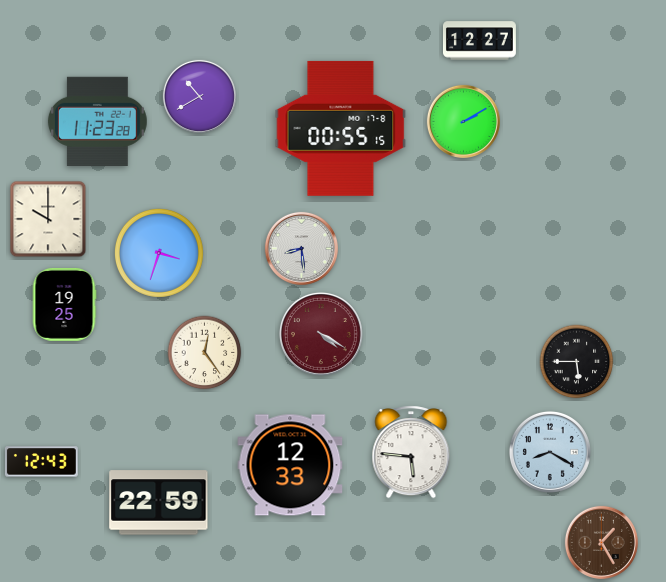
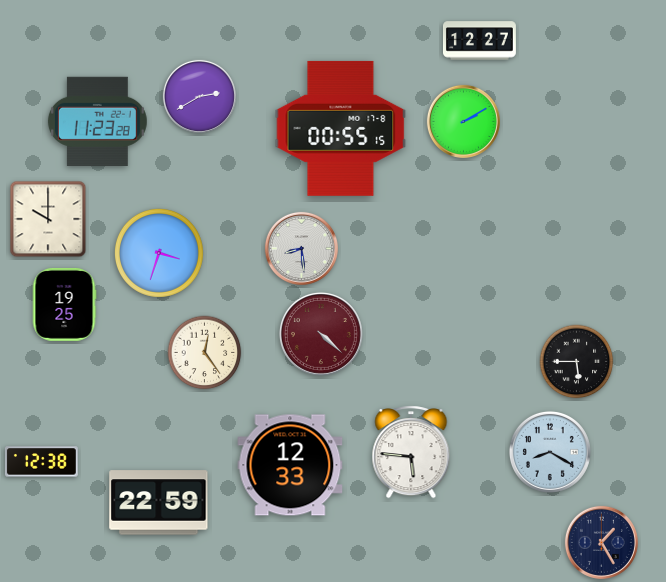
clock at (199, 96): 10:40 -> 2:40
clock at (321, 334): 4:20 -> 4:22
clock at (41, 462): 12:43 -> 12:38
clock at (601, 542) dial: brown -> navy
